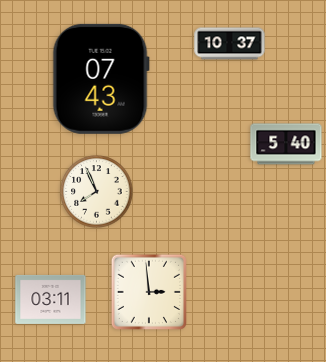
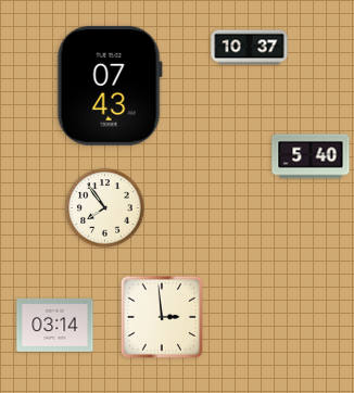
clock at (97, 192): 7:56 -> 7:54
clock at (51, 299): 03:11 -> 03:14
